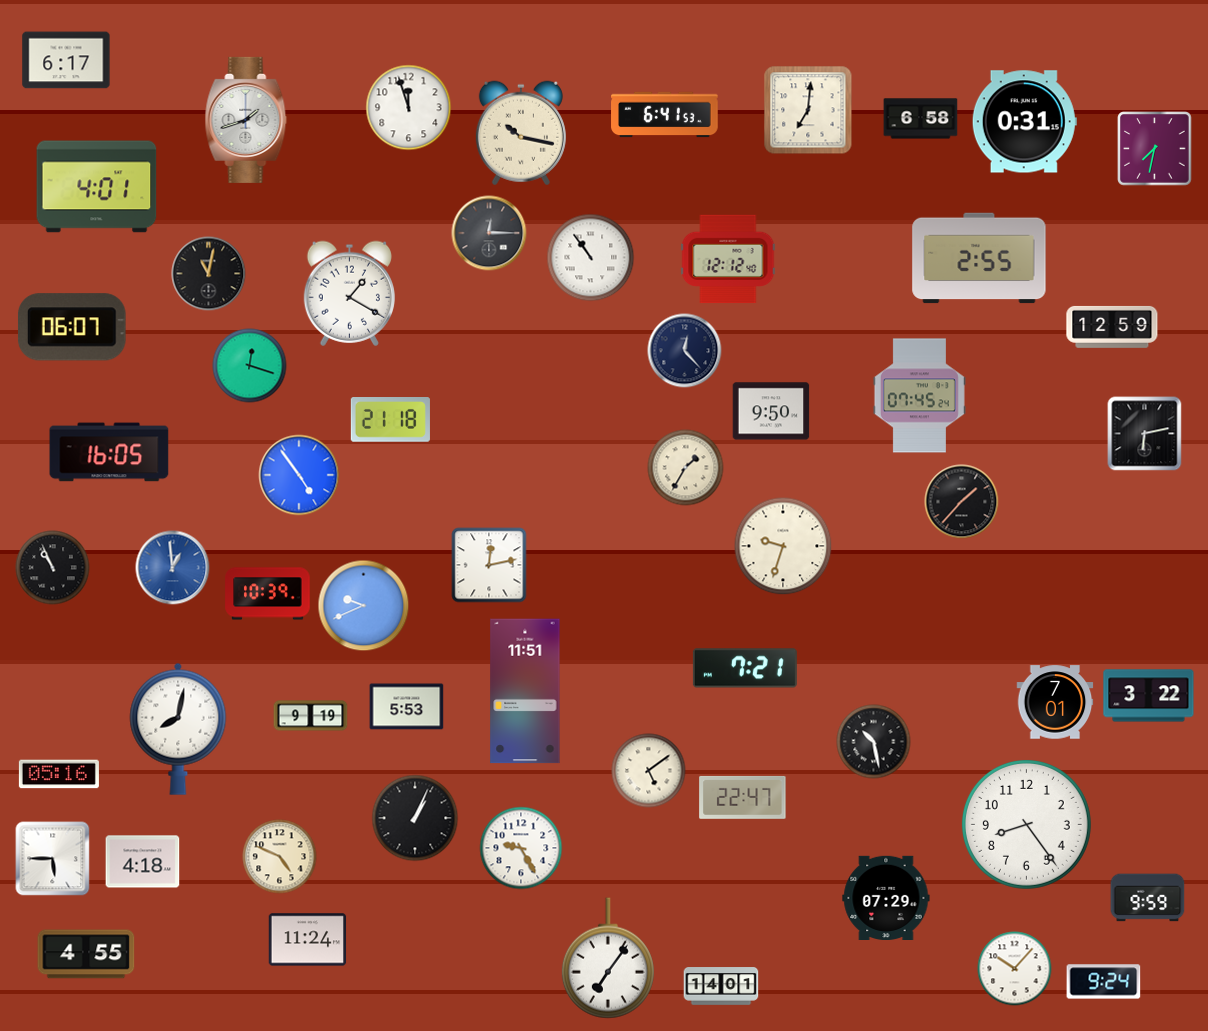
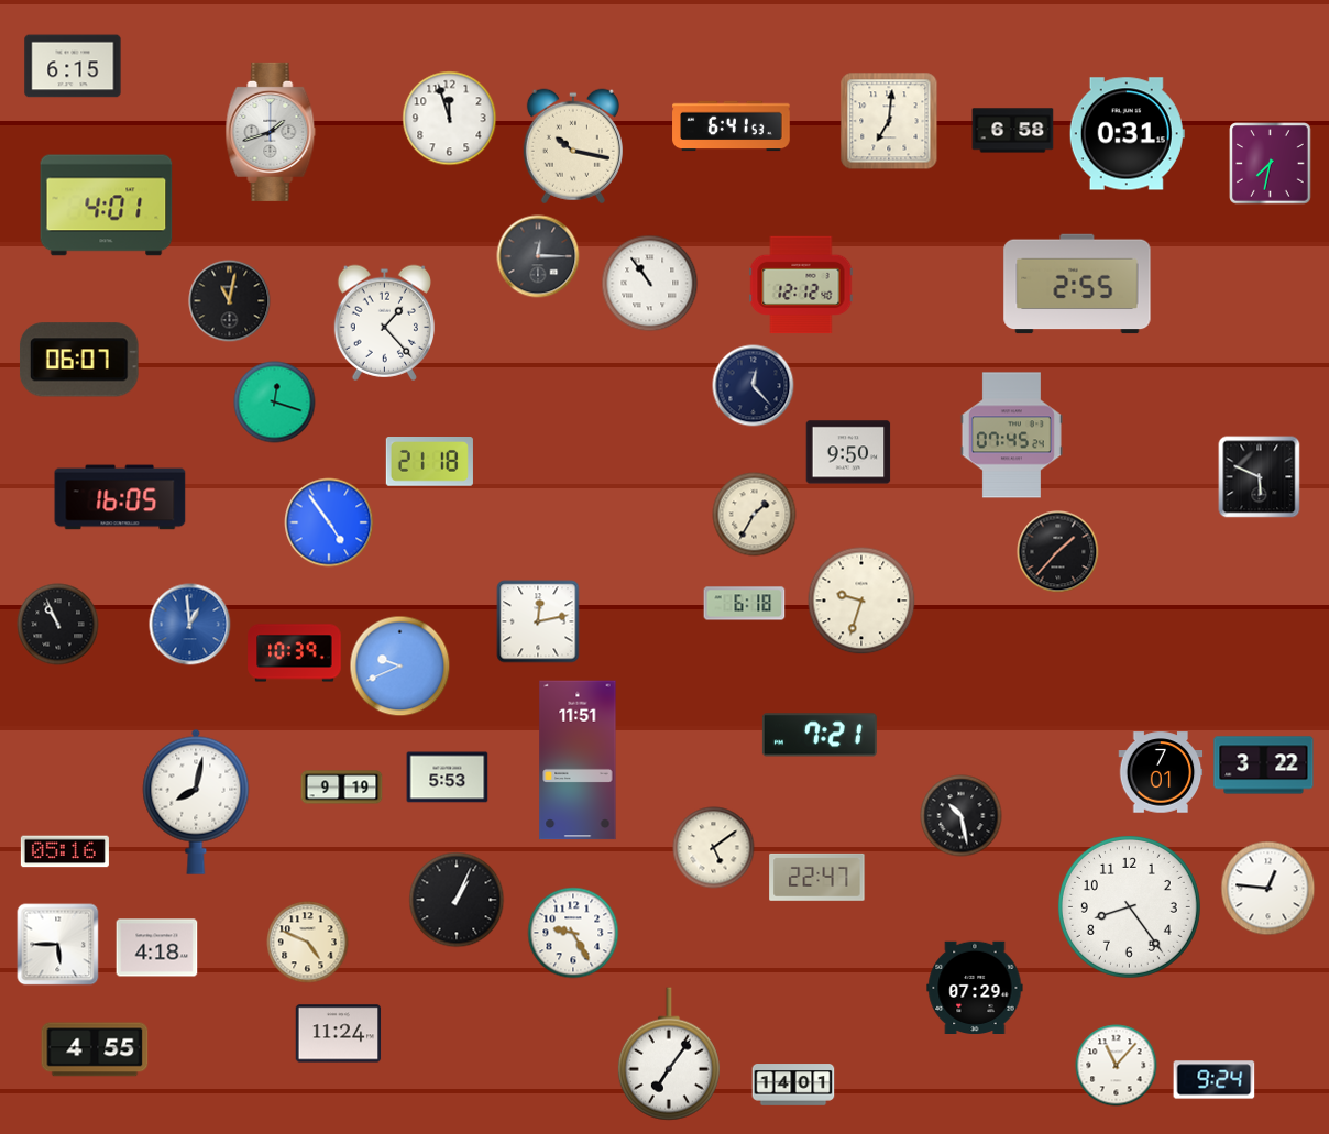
clock at (66, 60): 6:17 -> 6:15
clock at (349, 293): 1:20 -> 1:23
clock at (1112, 327): 12:59 -> none
clock at (1145, 434): 6:13 -> 5:49
clock at (745, 604): none -> 6:18
clock at (1268, 889): none -> 12:46
clock at (1148, 898): 9:59 -> none
clock at (1015, 969): 10:07 -> 11:07
